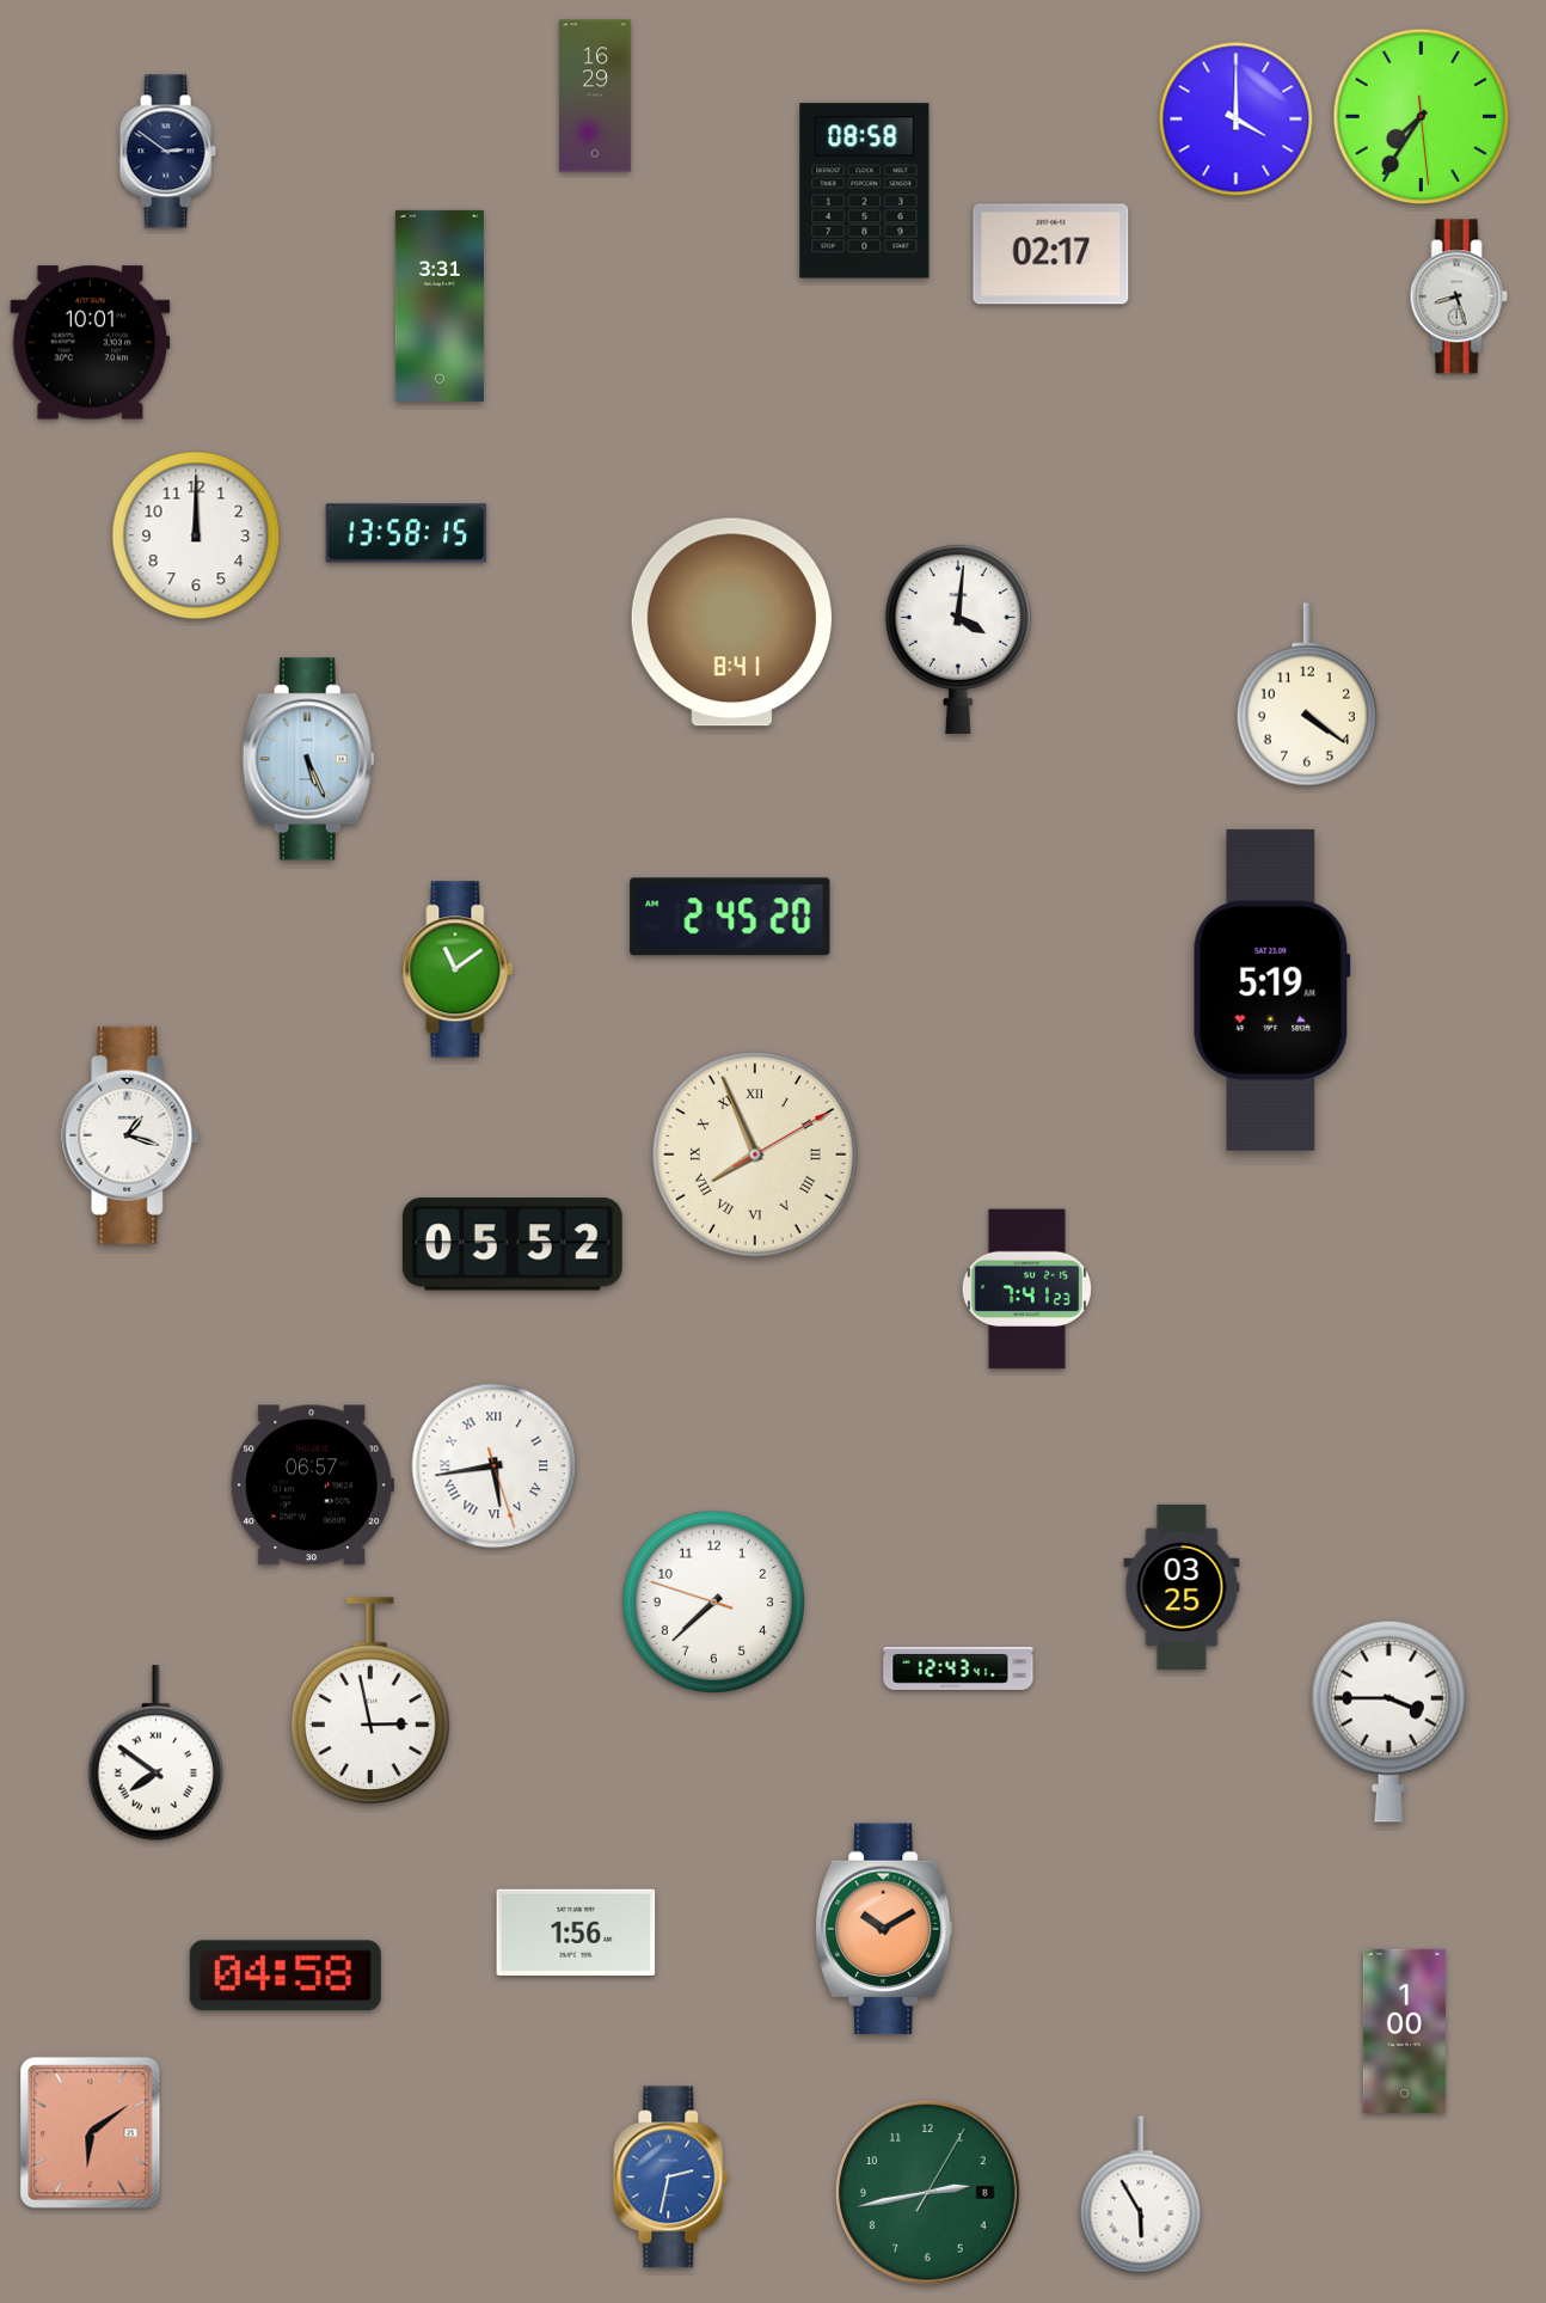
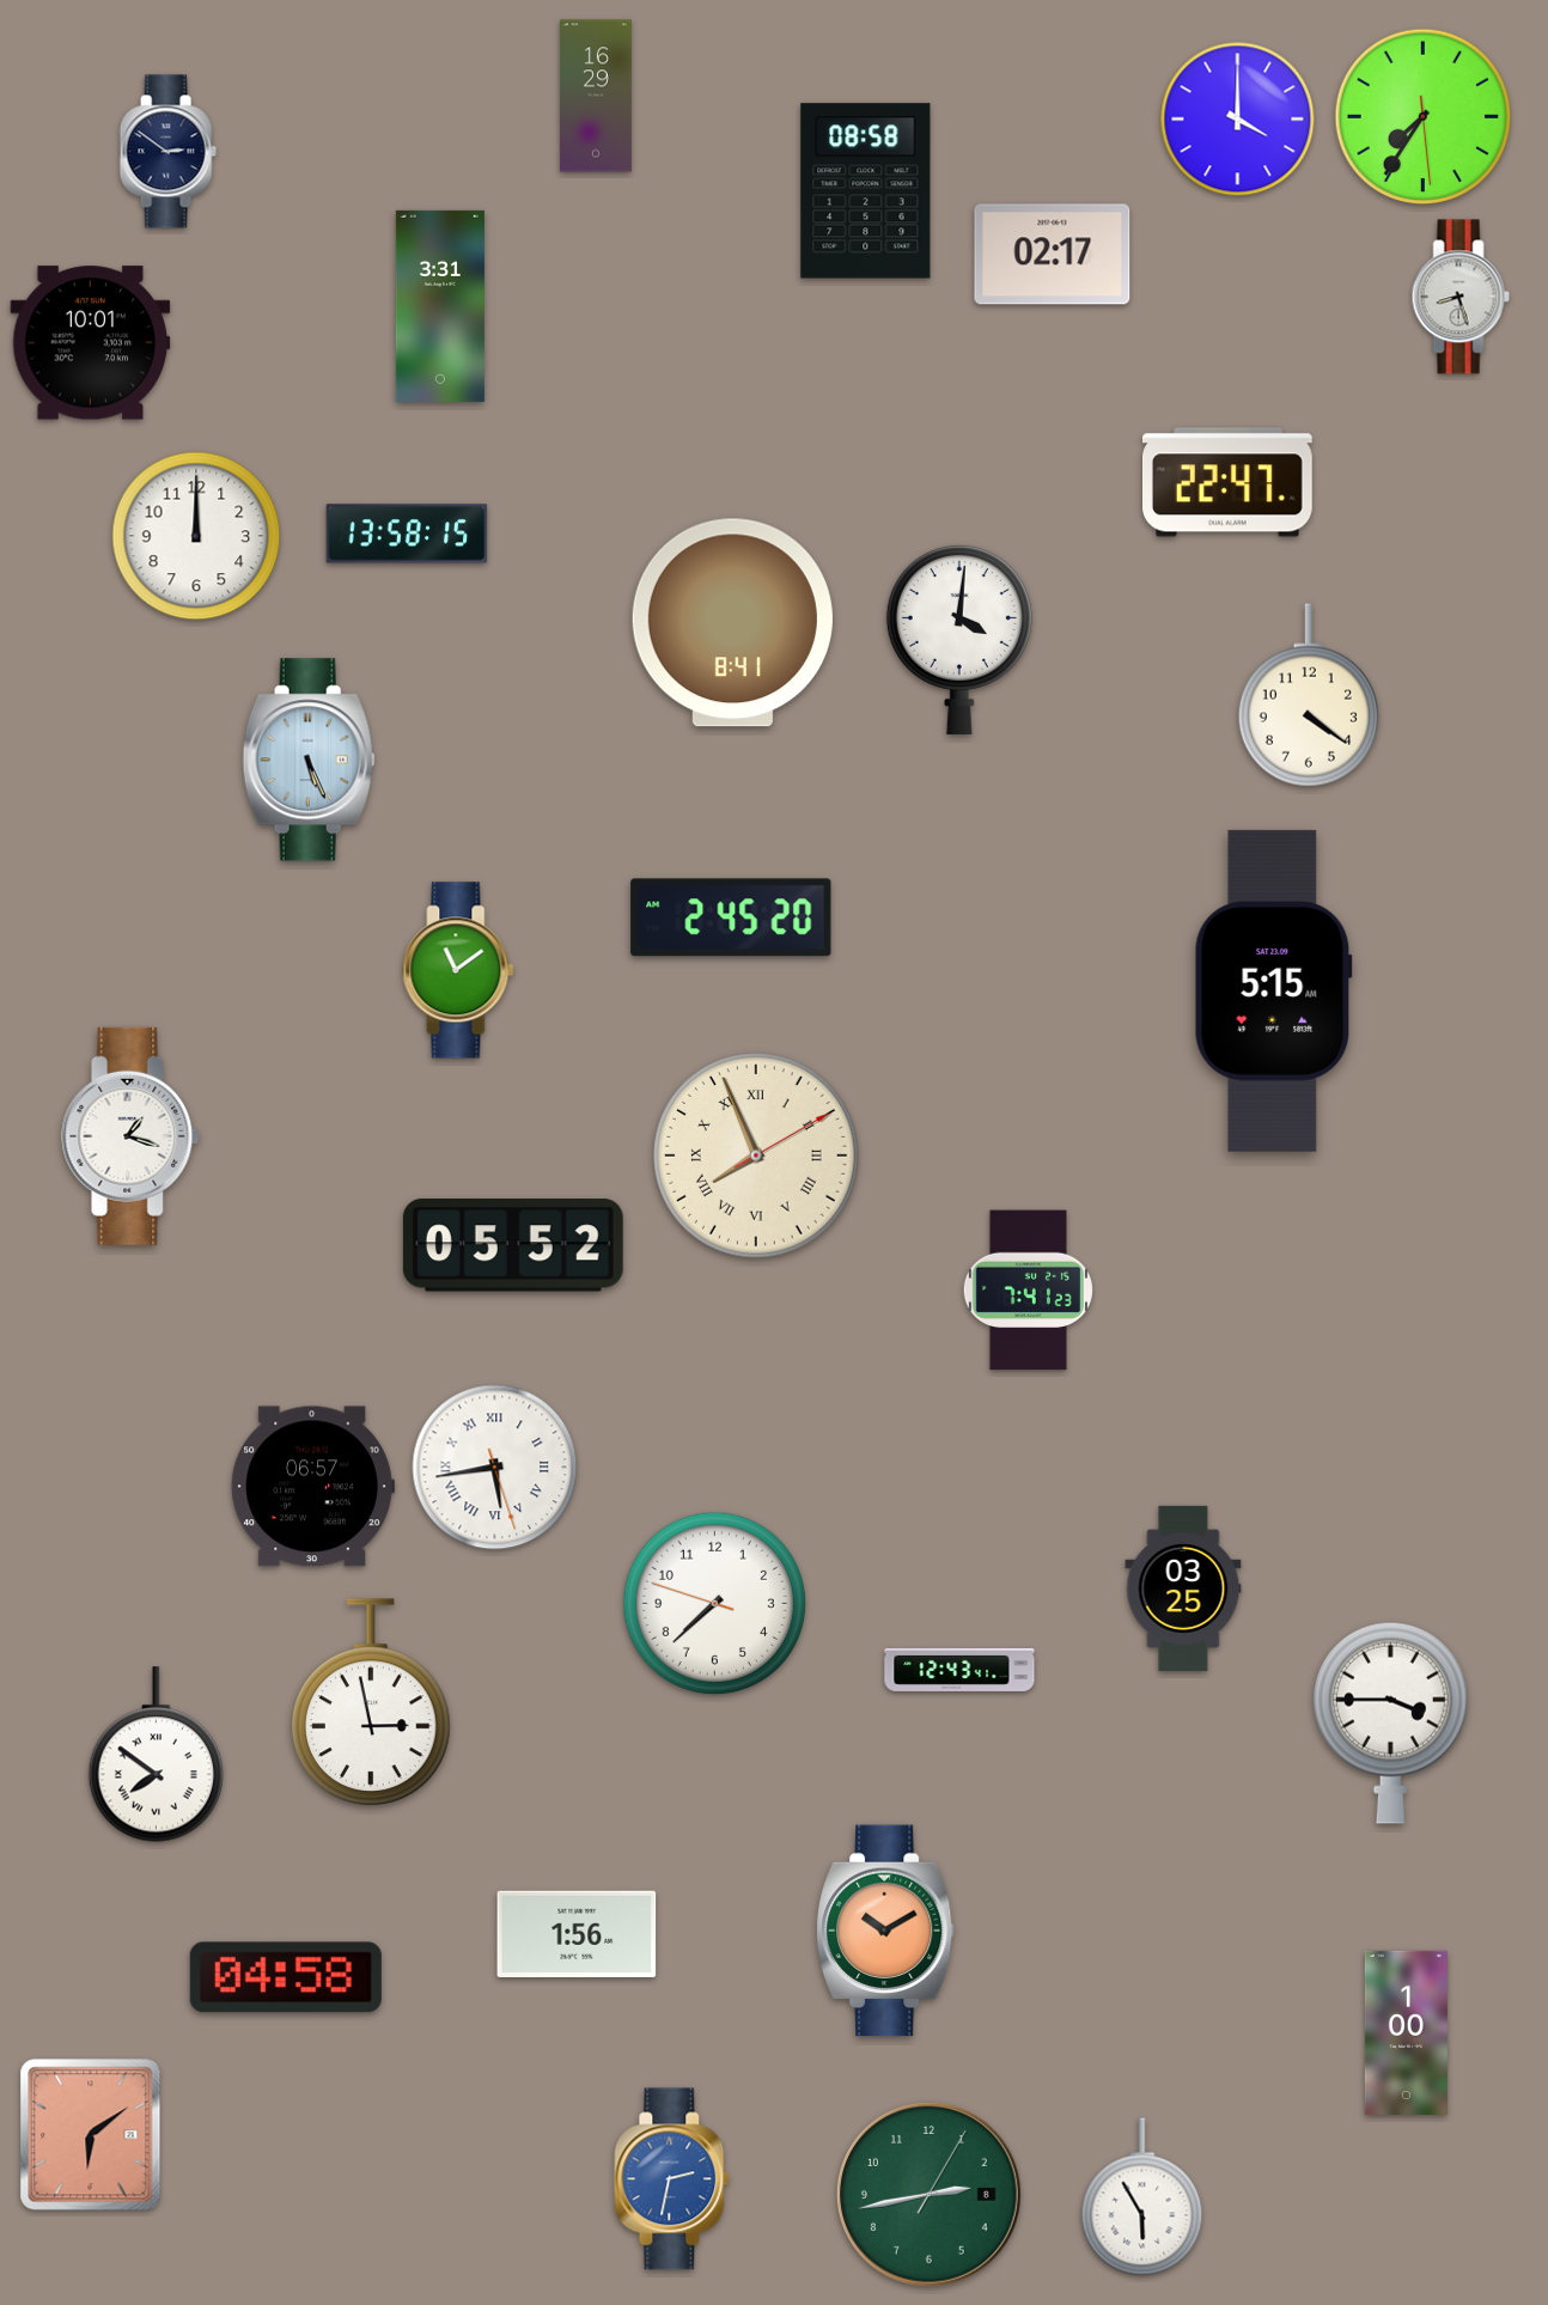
clock at (1229, 482): none -> 22:47
clock at (1271, 990): 5:19 -> 5:15
